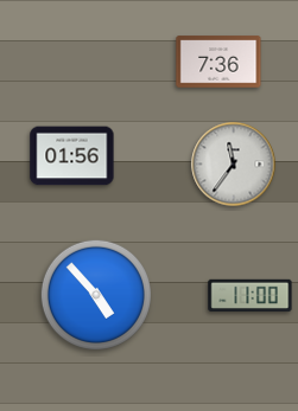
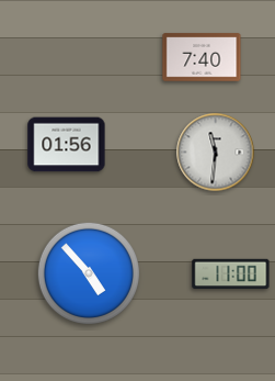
clock at (218, 62): 7:36 -> 7:40
clock at (234, 165): 11:36 -> 11:31
